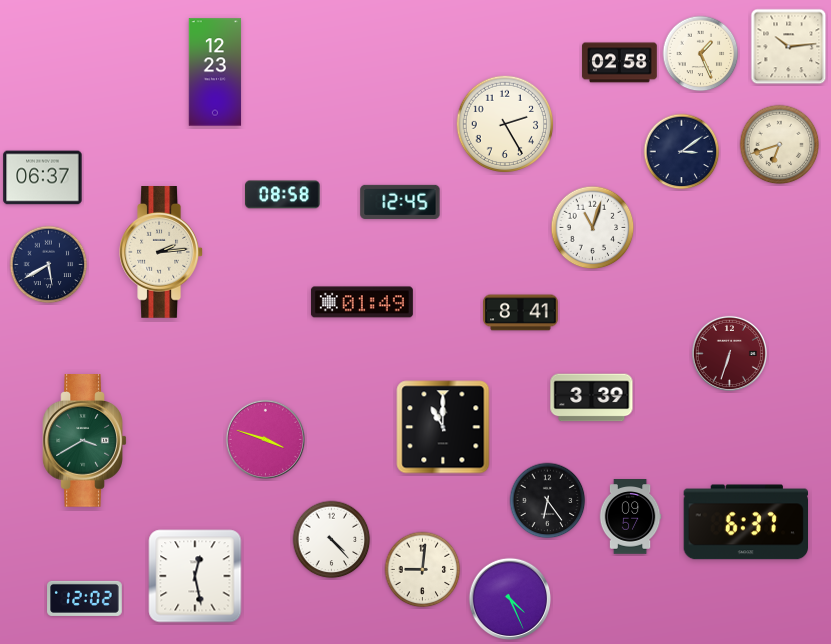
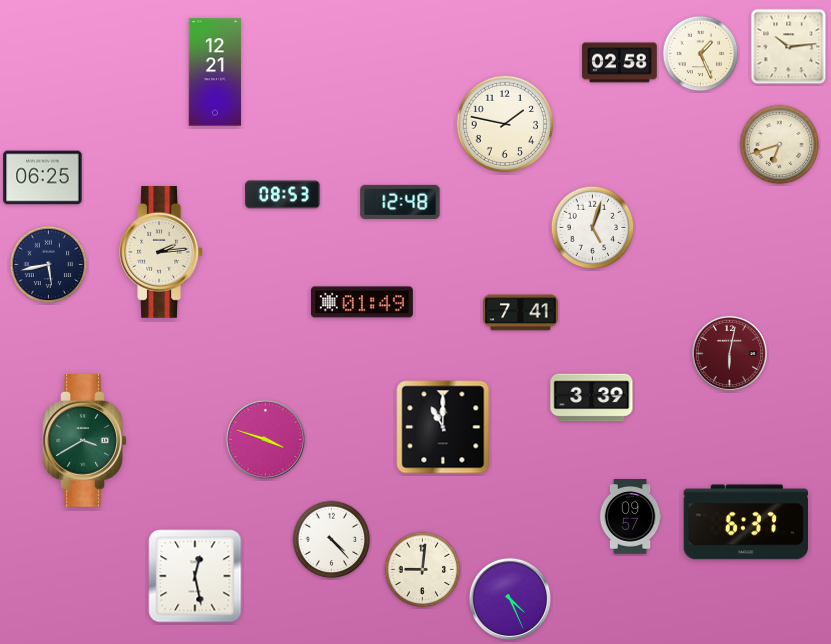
clock at (215, 72): 12:23 -> 12:21
clock at (505, 124): 2:25 -> 1:47
clock at (682, 152): 3:09 -> none
clock at (43, 178): 06:37 -> 06:25
clock at (283, 195): 08:58 -> 08:53
clock at (400, 202): 12:45 -> 12:48
clock at (593, 228): 11:03 -> 5:03
clock at (49, 265): 5:40 -> 5:43
clock at (521, 313): 8:41 -> 7:41
clock at (729, 353): 6:33 -> 6:02
clock at (548, 501): 6:24 -> none
clock at (85, 598): 12:02 -> none
